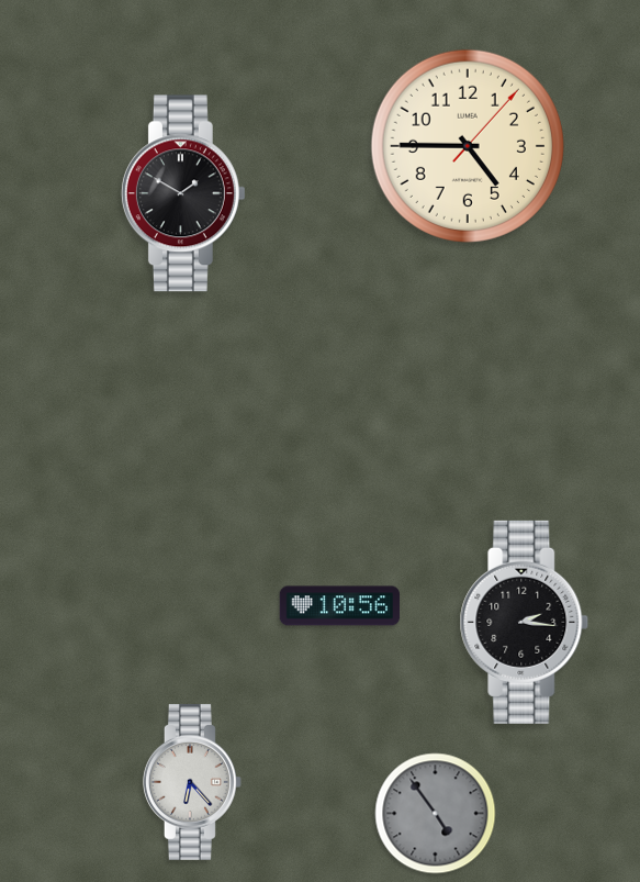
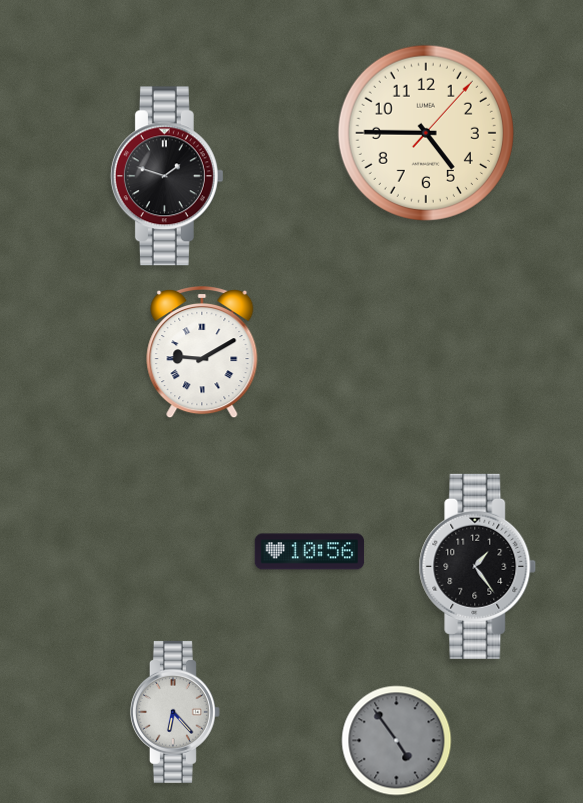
clock at (183, 193): 1:50 -> 1:48
clock at (202, 353): none -> 9:10
clock at (525, 622): 2:16 -> 1:24
